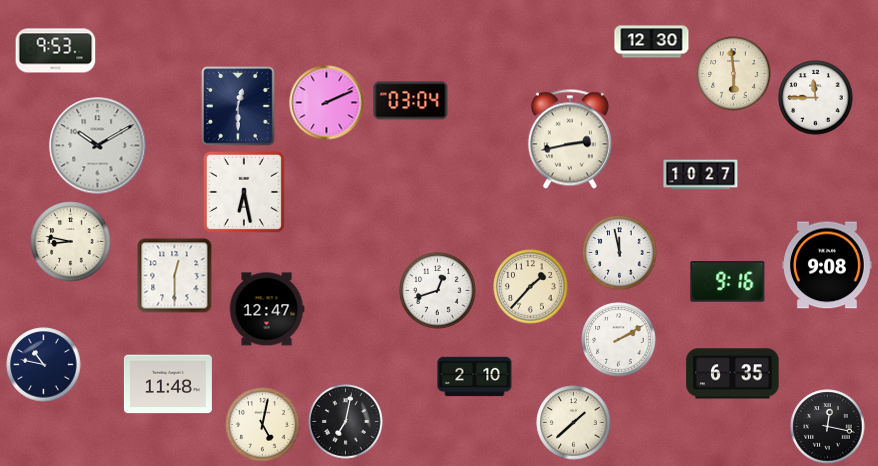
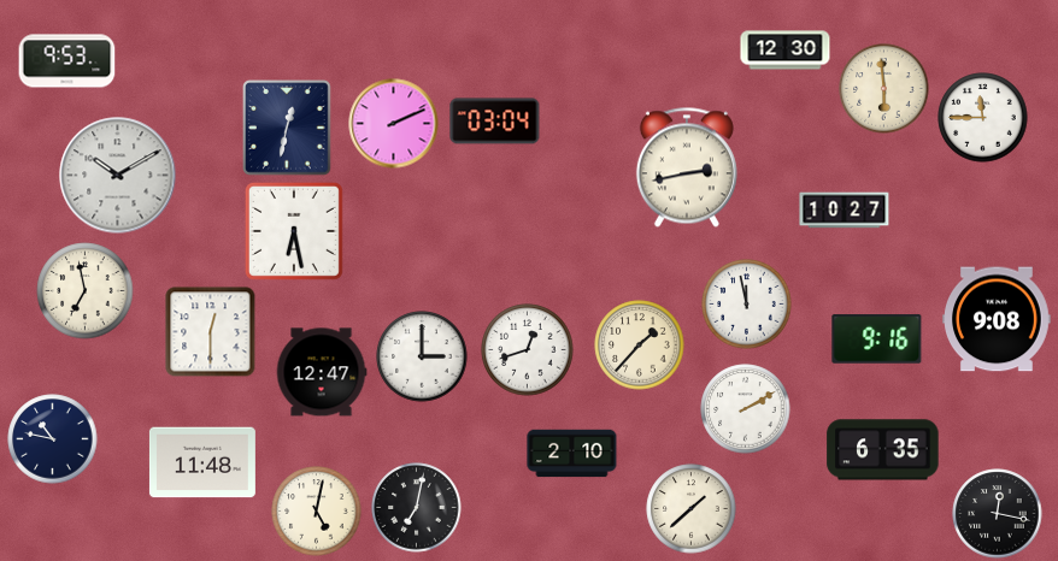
clock at (238, 106): 12:30 -> 12:32
clock at (71, 242): 8:47 -> 6:58
clock at (422, 356): none -> 3:00
